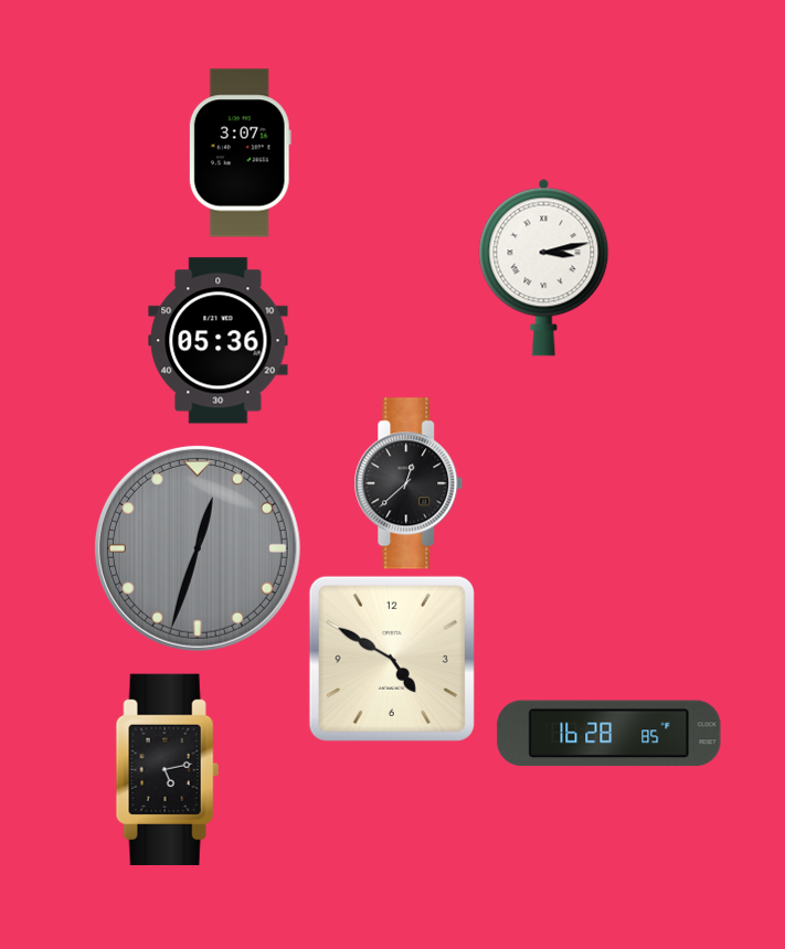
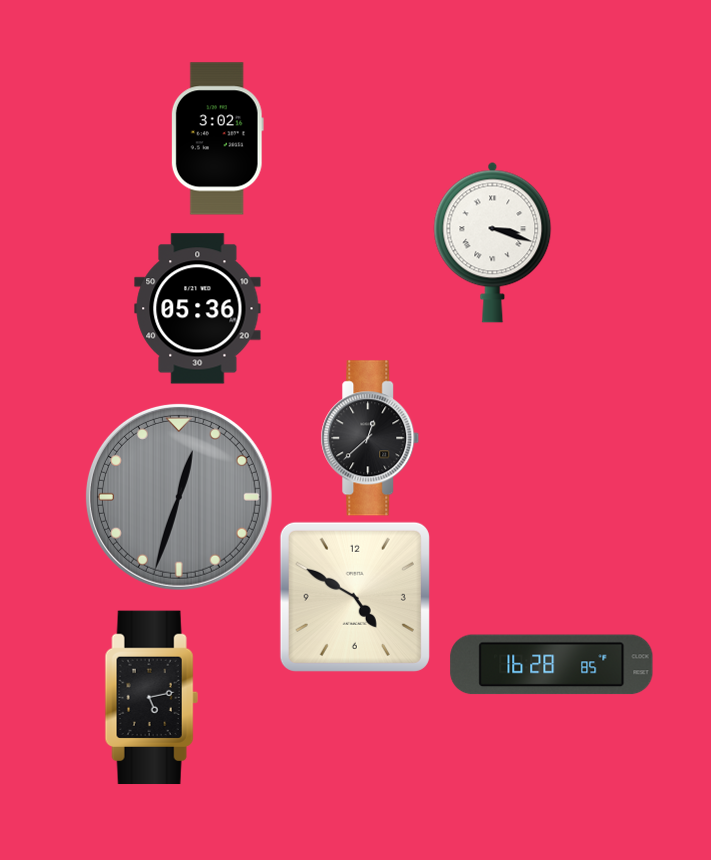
clock at (240, 153): 3:07 -> 3:02
clock at (544, 267): 3:13 -> 3:18
